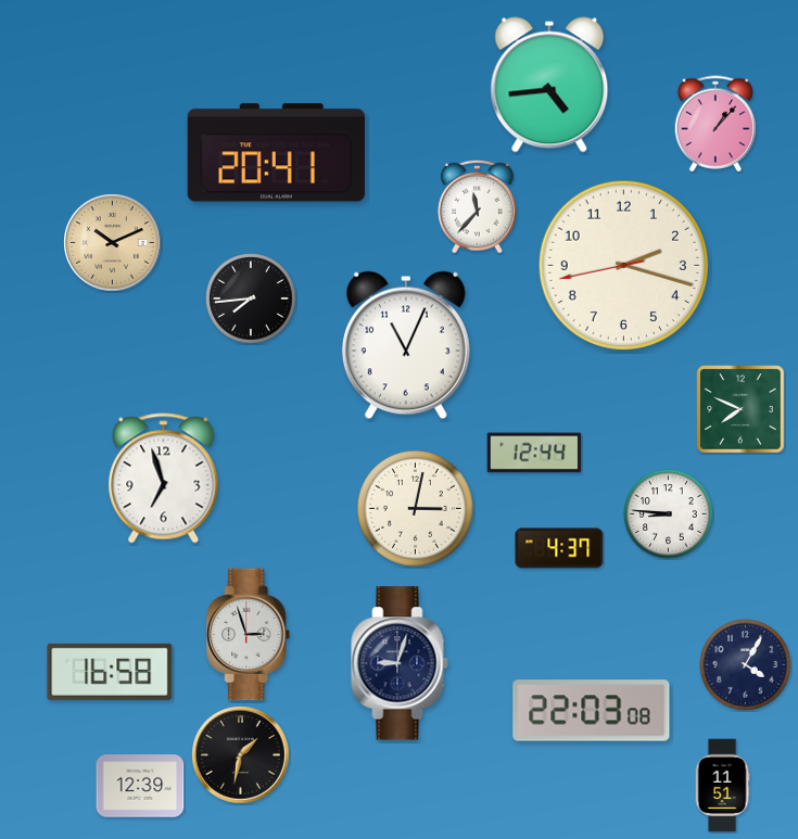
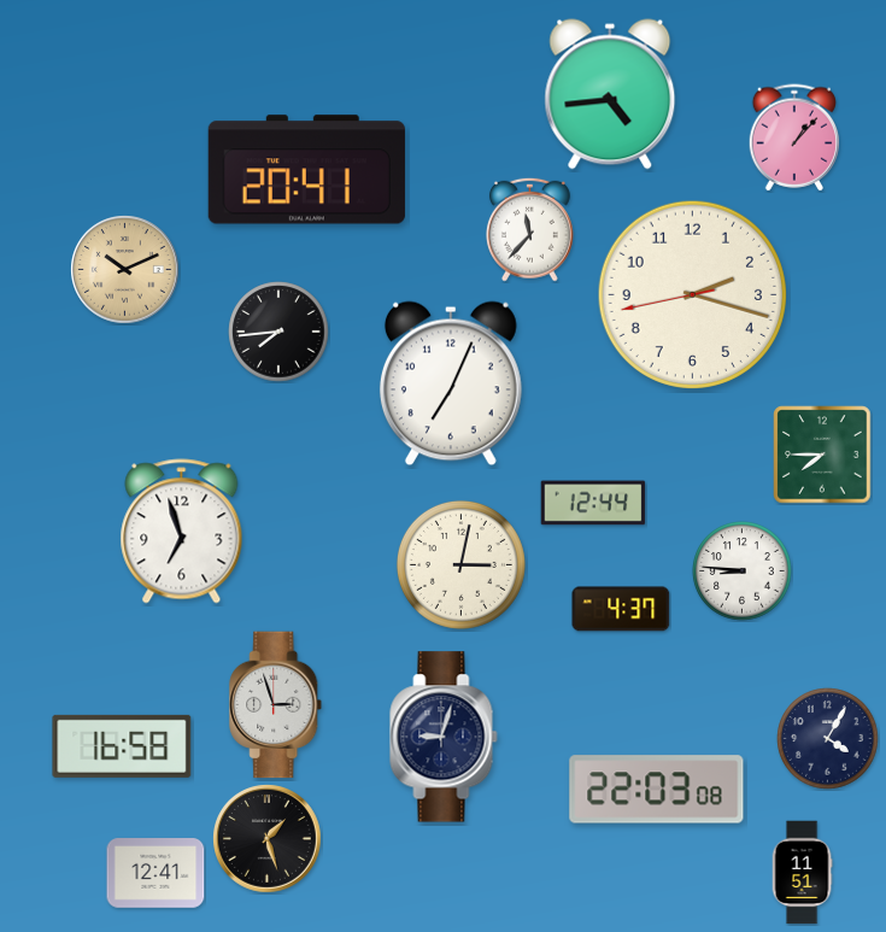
clock at (406, 345): 11:04 -> 7:04
clock at (740, 409): 7:49 -> 7:45
clock at (241, 755): 1:32 -> 1:27
clock at (140, 786): 12:39 -> 12:41
